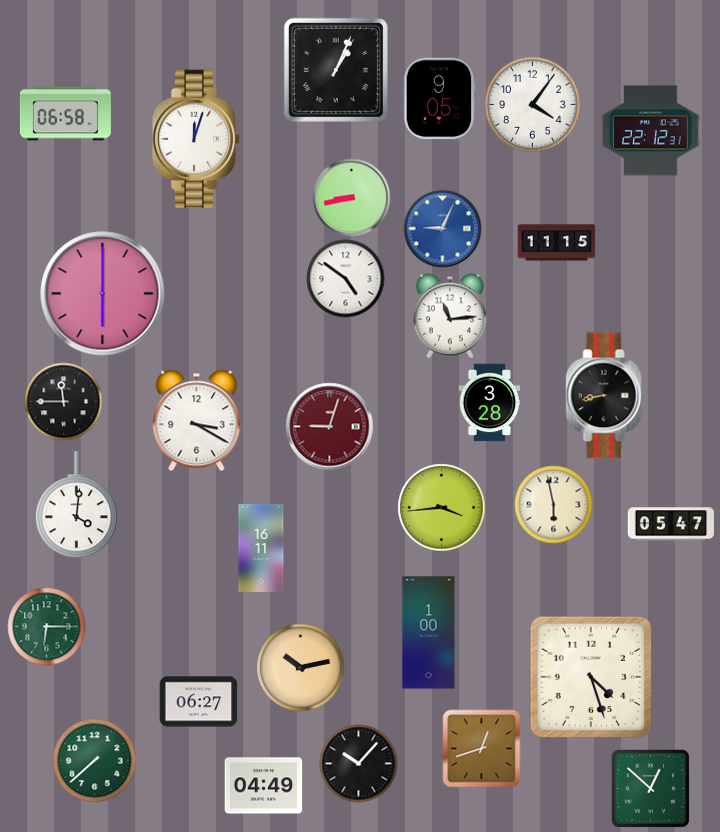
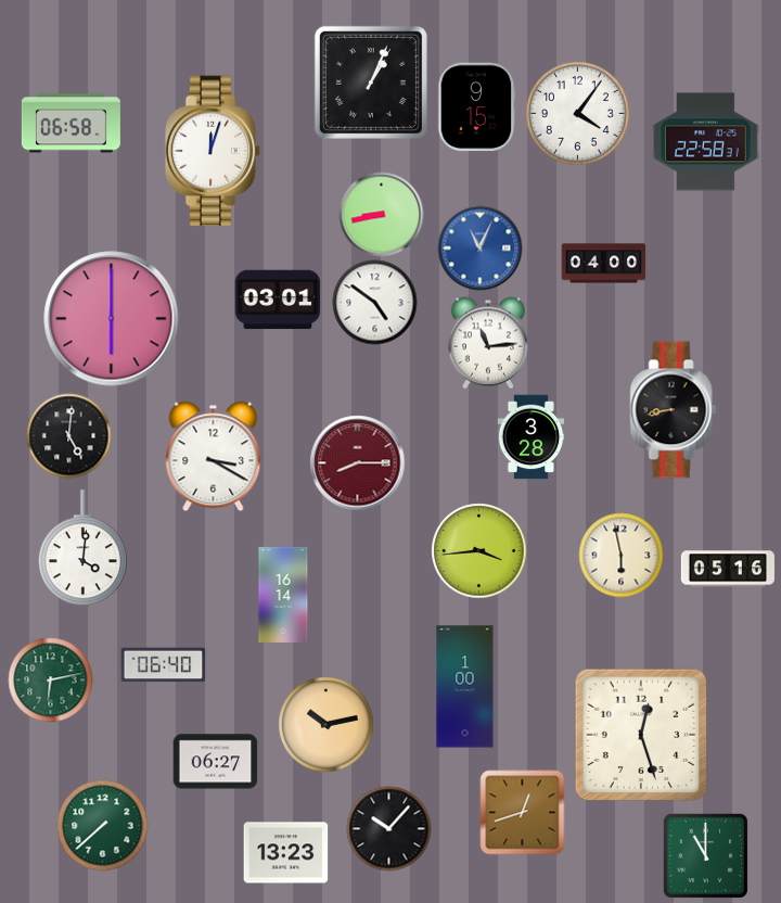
clock at (336, 70) position: (336, 70) -> (371, 82)
clock at (440, 98): 9:05 -> 9:15
clock at (651, 131): 22:12 -> 22:58
clock at (442, 228): 9:04 -> 11:04
clock at (556, 243): 11:15 -> 04:00
clock at (278, 300): none -> 03:01
clock at (606, 396) position: (606, 396) -> (674, 410)
clock at (63, 401): 11:45 -> 5:01
clock at (329, 426): 9:03 -> 8:15
clock at (553, 504) position: (553, 504) -> (620, 555)
clock at (671, 524): 05:47 -> 05:16
clock at (261, 548): 16:11 -> 16:14
clock at (163, 665): none -> 06:40
clock at (46, 626): 6:15 -> 6:13
clock at (591, 677): 4:27 -> 12:27
clock at (263, 786): 04:49 -> 13:23
clock at (650, 788): 12:52 -> 11:00
